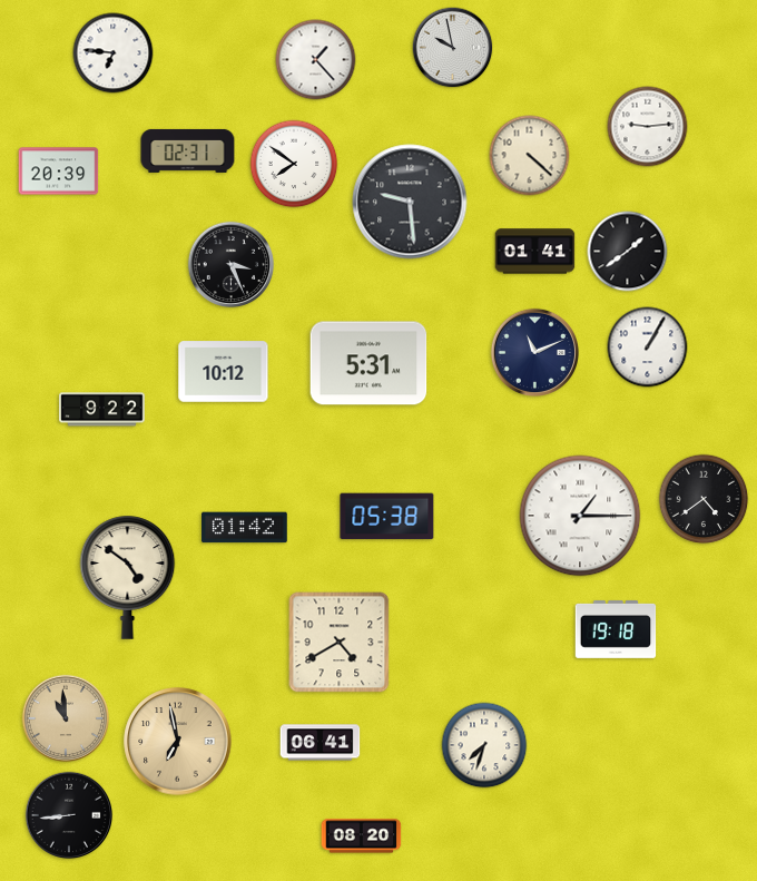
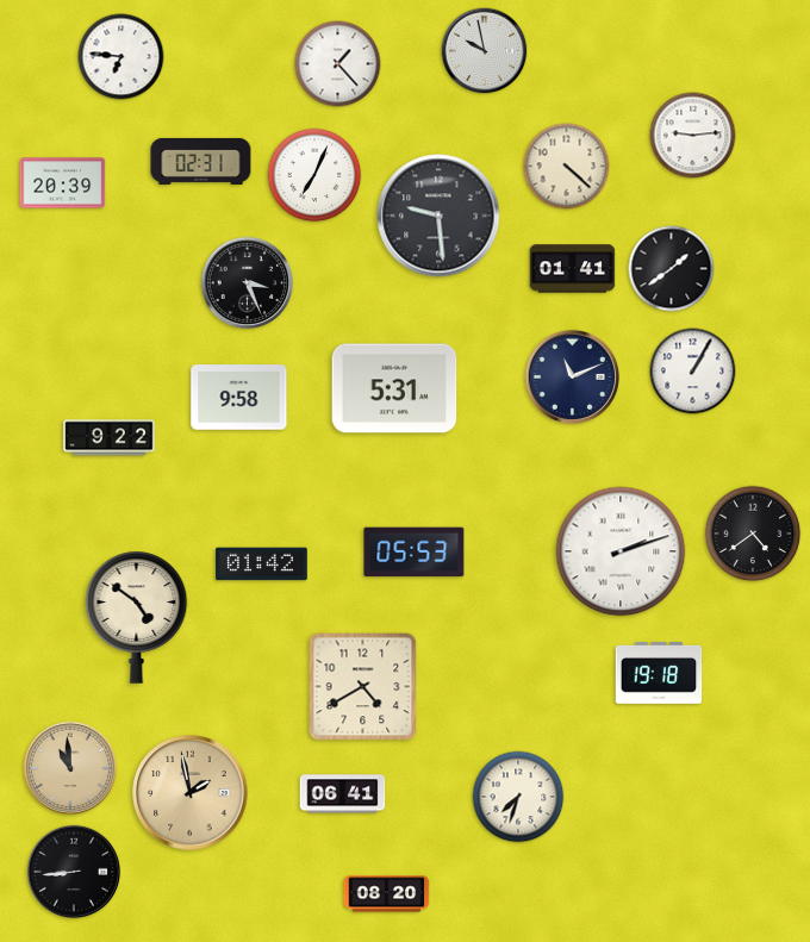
clock at (294, 164): 7:51 -> 7:04
clock at (224, 372): 10:12 -> 9:58
clock at (580, 516): 1:15 -> 2:12
clock at (387, 517): 05:38 -> 05:53
clock at (178, 742): 6:58 -> 1:58
